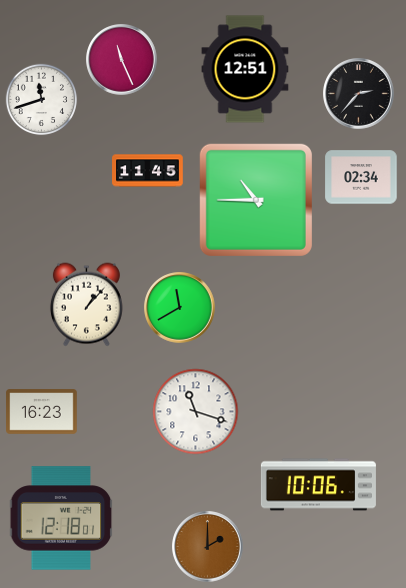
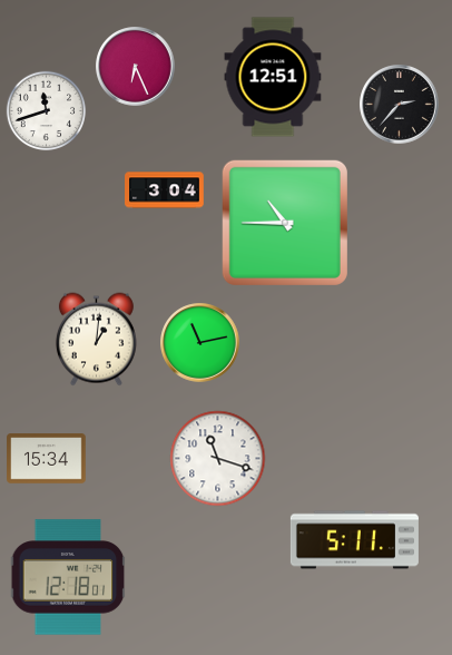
clock at (122, 60): 11:26 -> 6:26
clock at (148, 171): 11:45 -> 3:04
clock at (361, 177): 02:34 -> none
clock at (86, 305): 1:07 -> 1:01
clock at (180, 308): 11:40 -> 11:13
clock at (42, 412): 16:23 -> 15:34
clock at (318, 485): 10:06 -> 5:11
clock at (208, 547): 2:00 -> none
